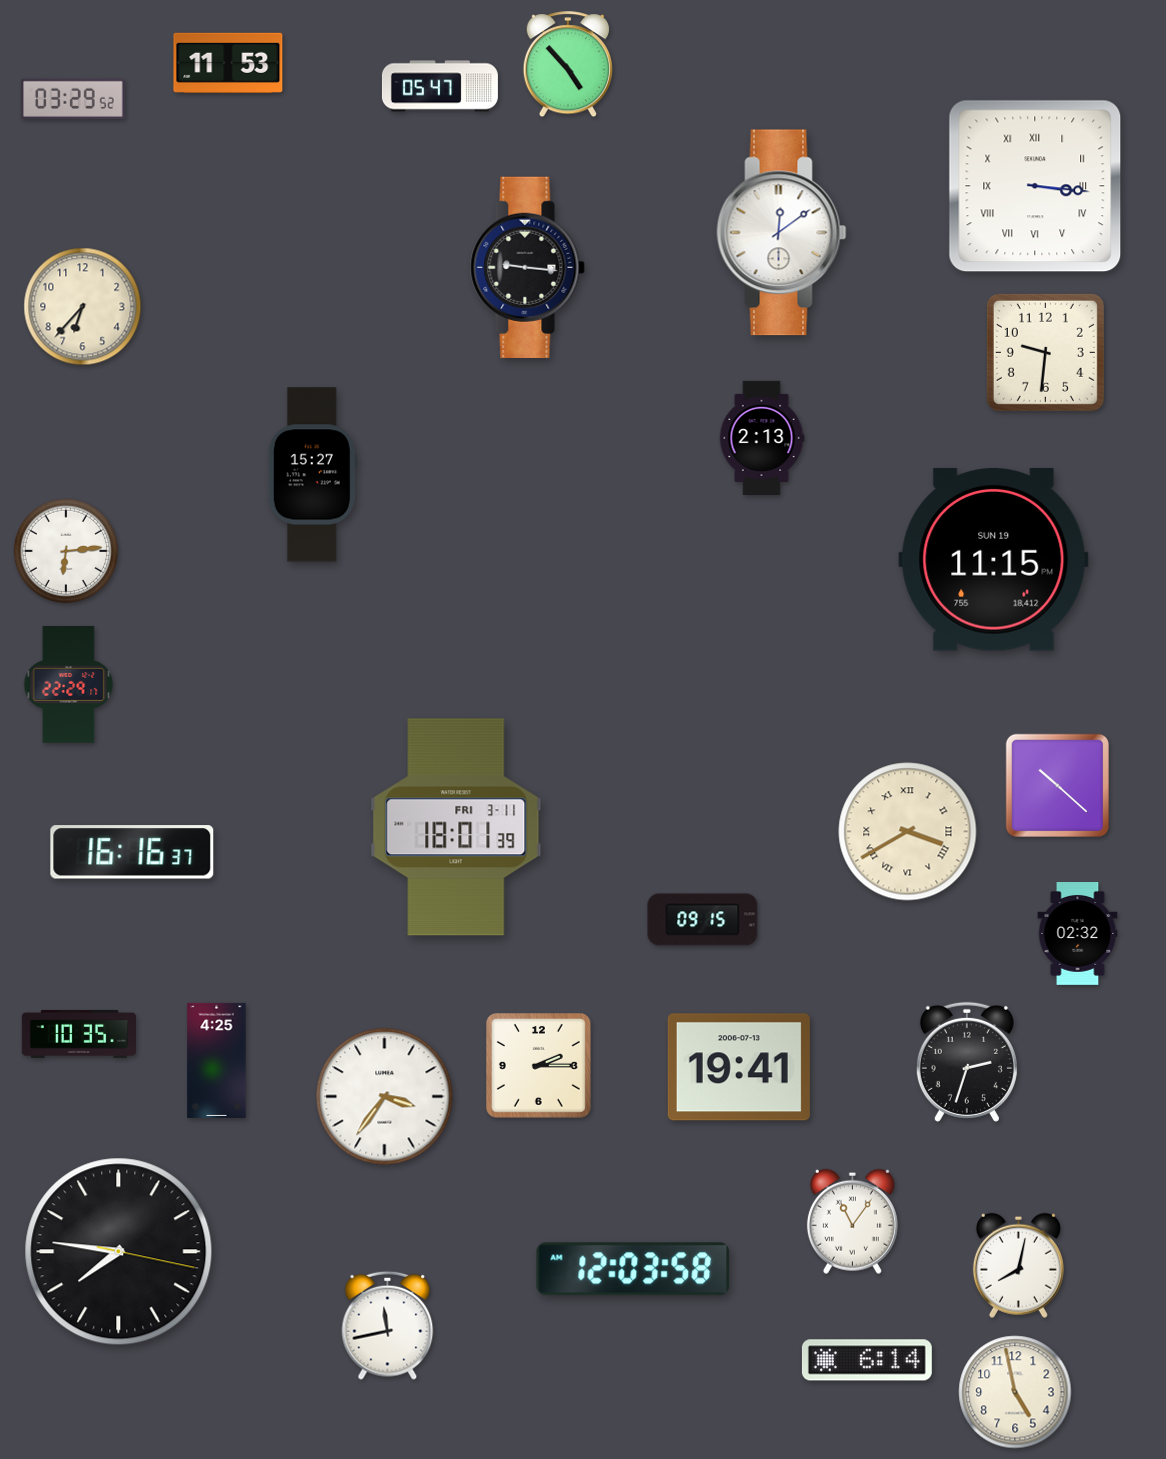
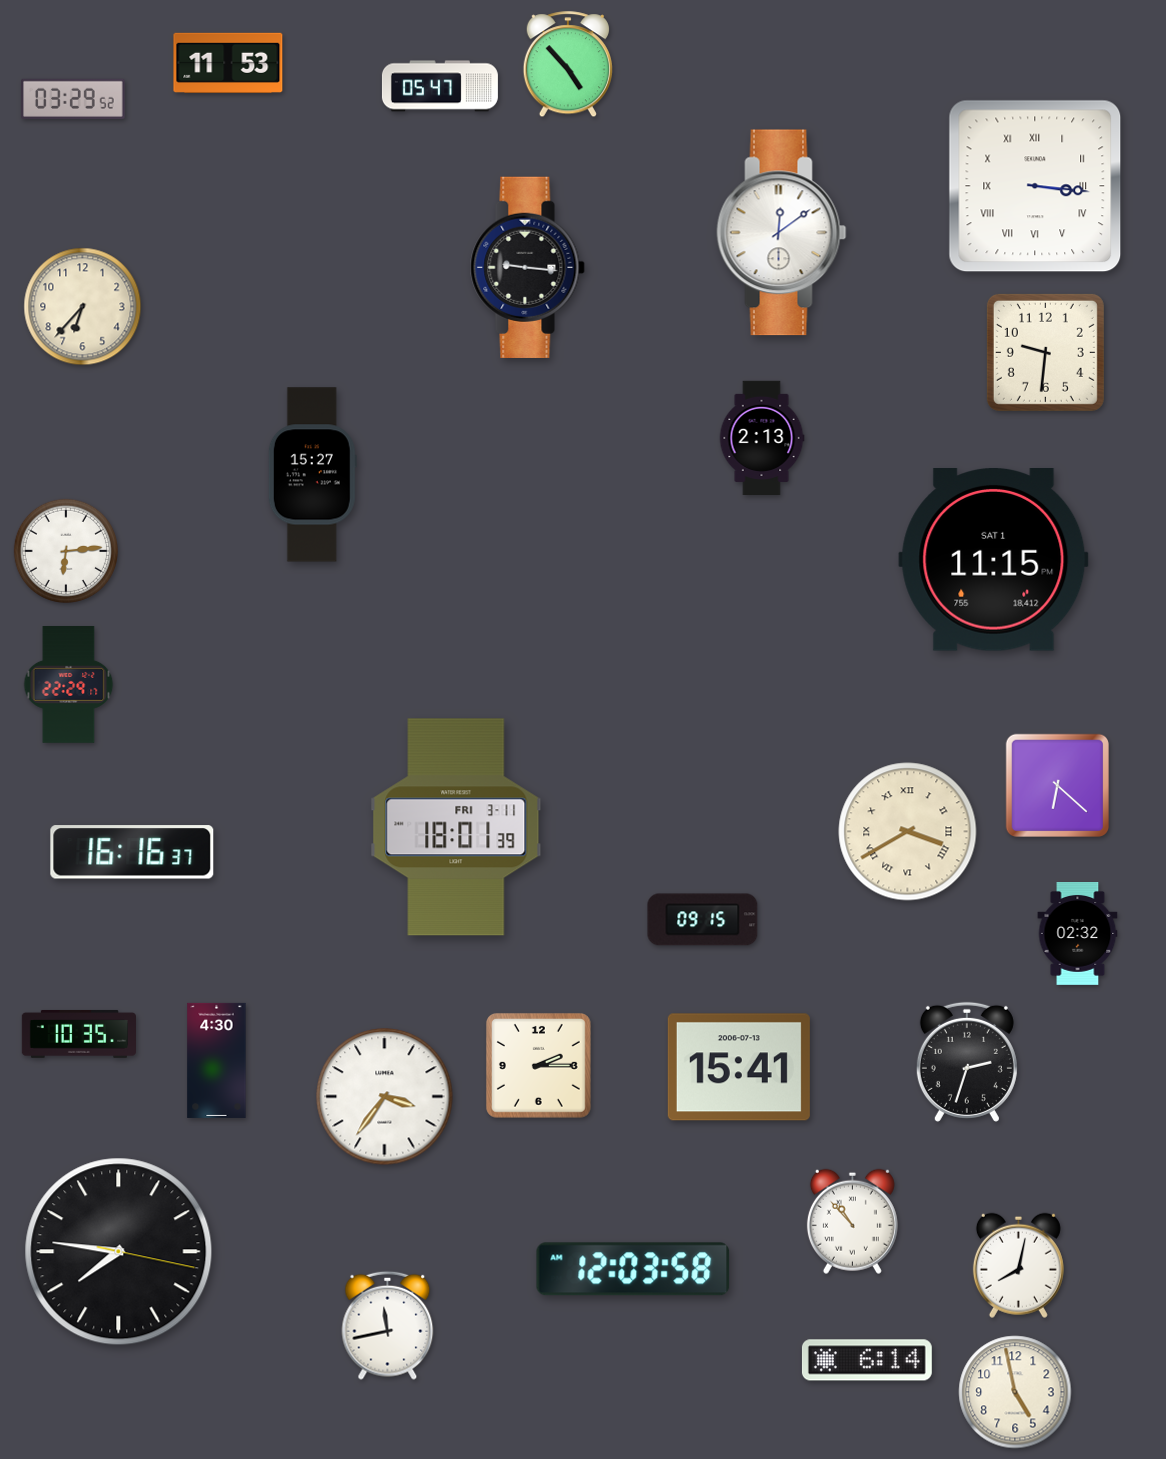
clock at (994, 560) date: SUN 19 -> SAT 1
clock at (1057, 785): 10:22 -> 6:22
clock at (217, 1060): 4:25 -> 4:30
clock at (739, 1067): 19:41 -> 15:41
clock at (852, 1221): 11:06 -> 10:53
